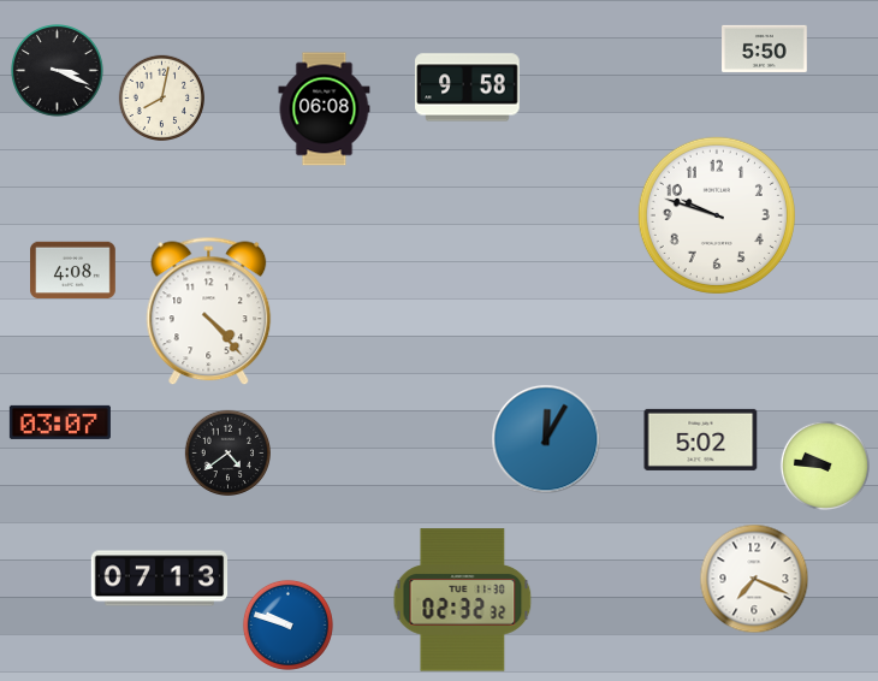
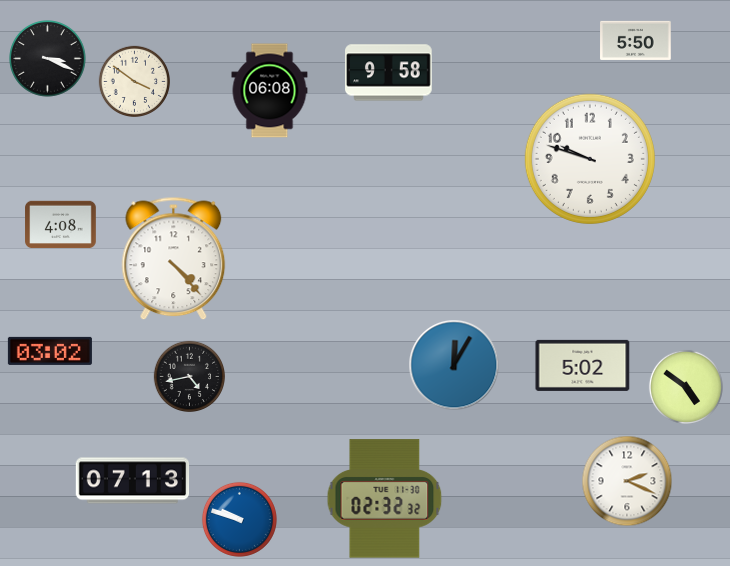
clock at (162, 99): 8:02 -> 3:51
clock at (717, 215) position: (717, 215) -> (590, 159)
clock at (60, 422): 03:07 -> 03:02
clock at (229, 454): 4:39 -> 4:43
clock at (825, 466): 9:46 -> 4:51
clock at (754, 579): 7:19 -> 2:19
